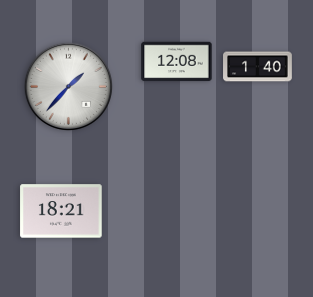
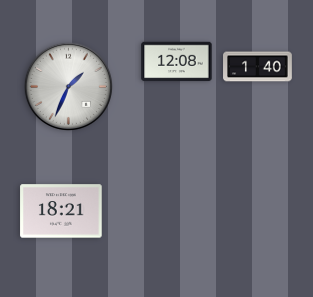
clock at (68, 86): 1:37 -> 1:34
